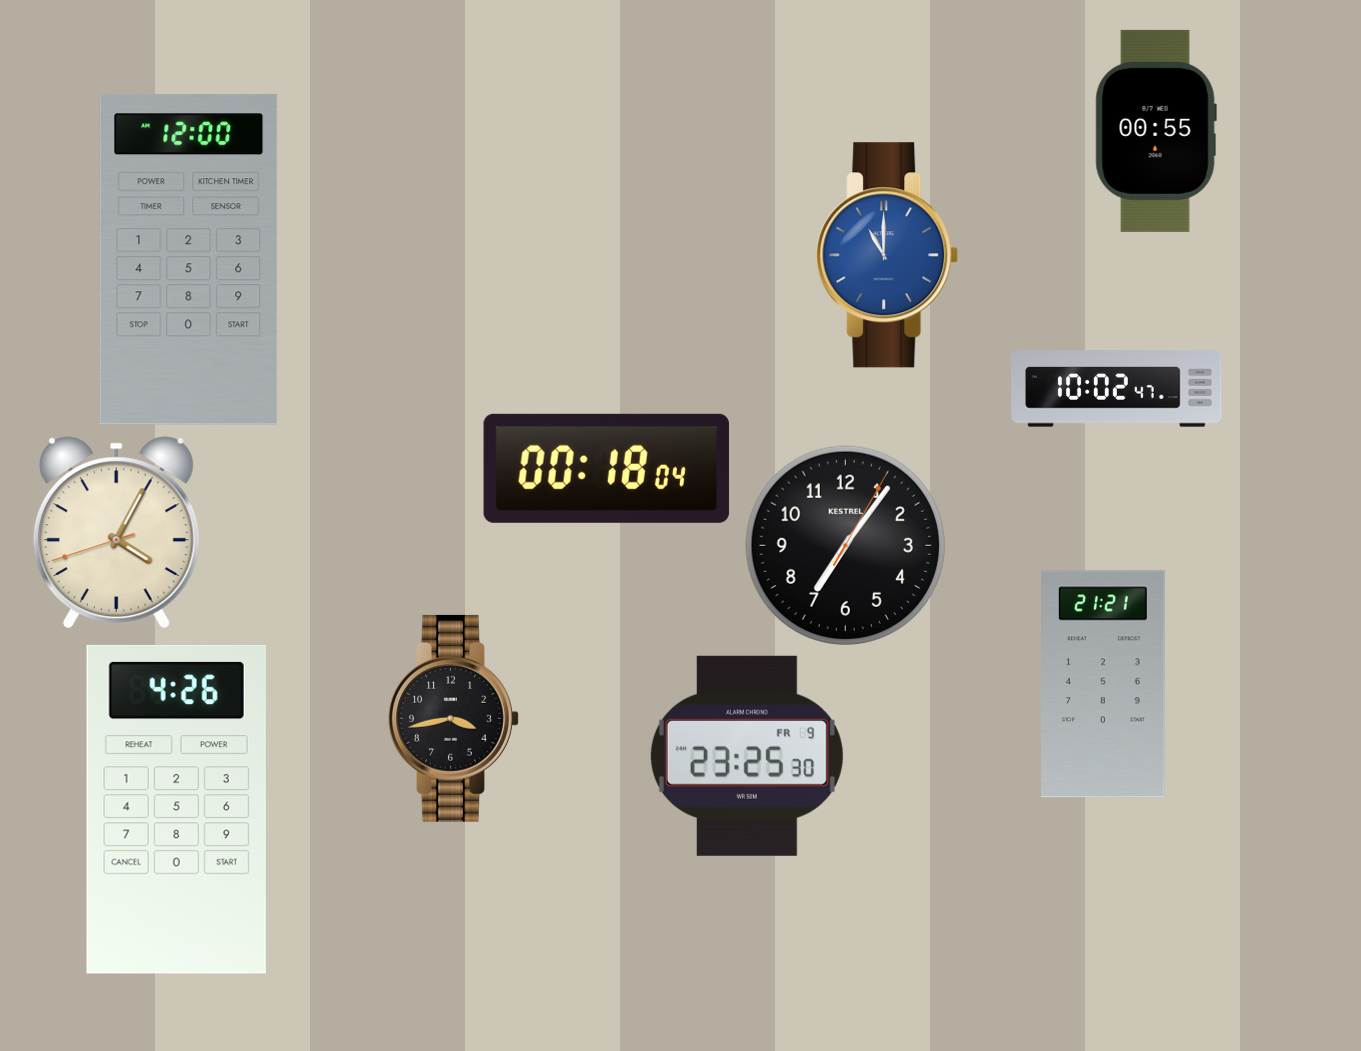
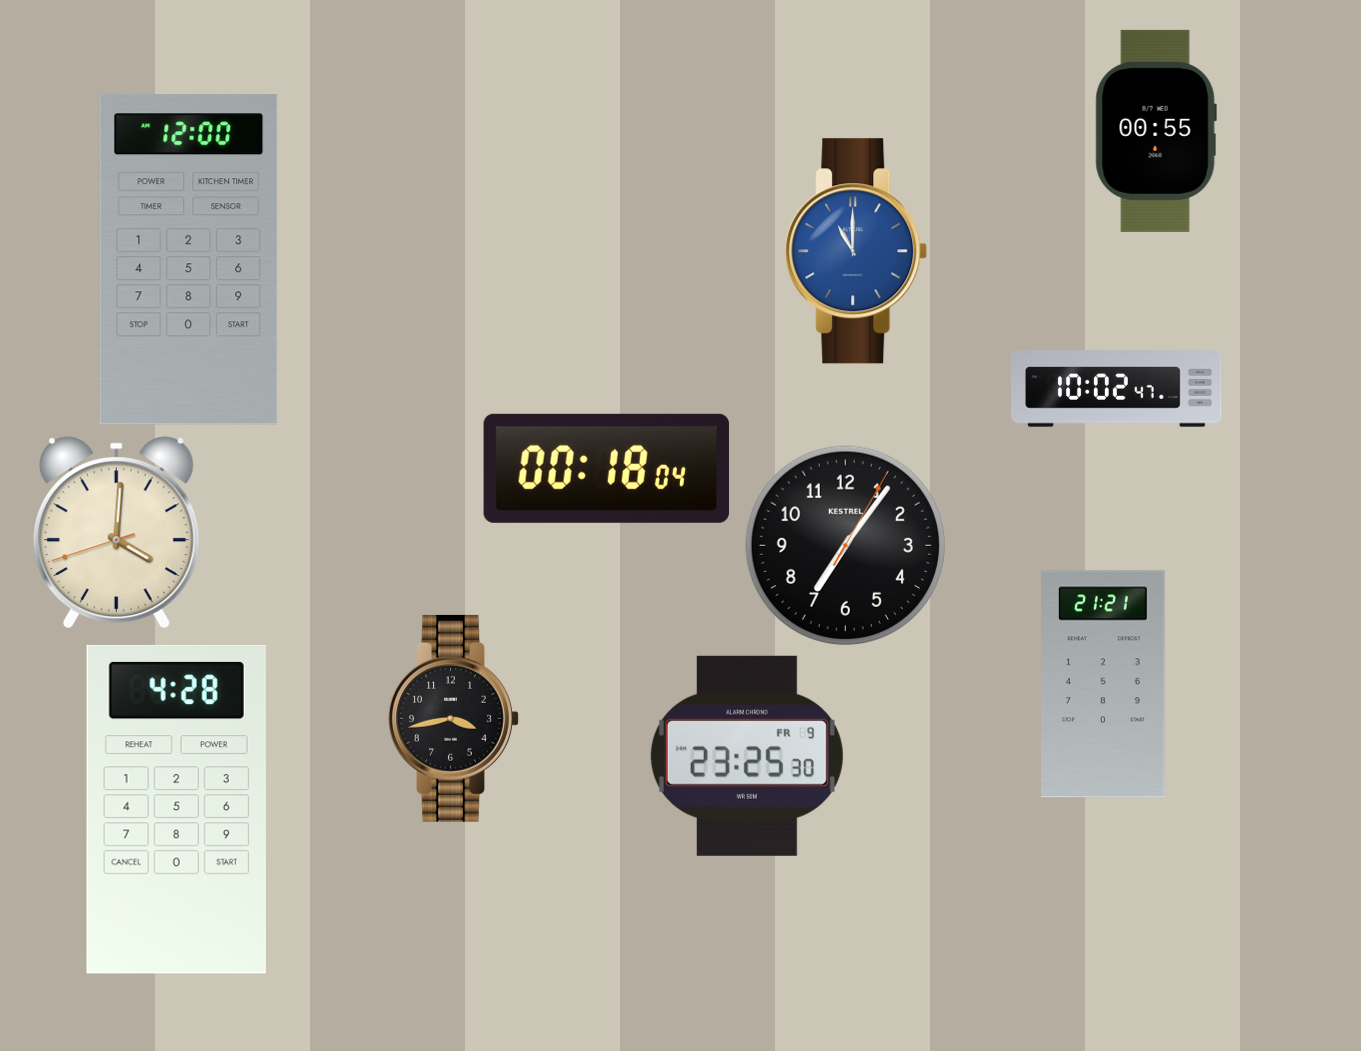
clock at (887, 255) position: (887, 255) -> (856, 251)
clock at (116, 532): 4:04 -> 4:00
clock at (176, 809): 4:26 -> 4:28
